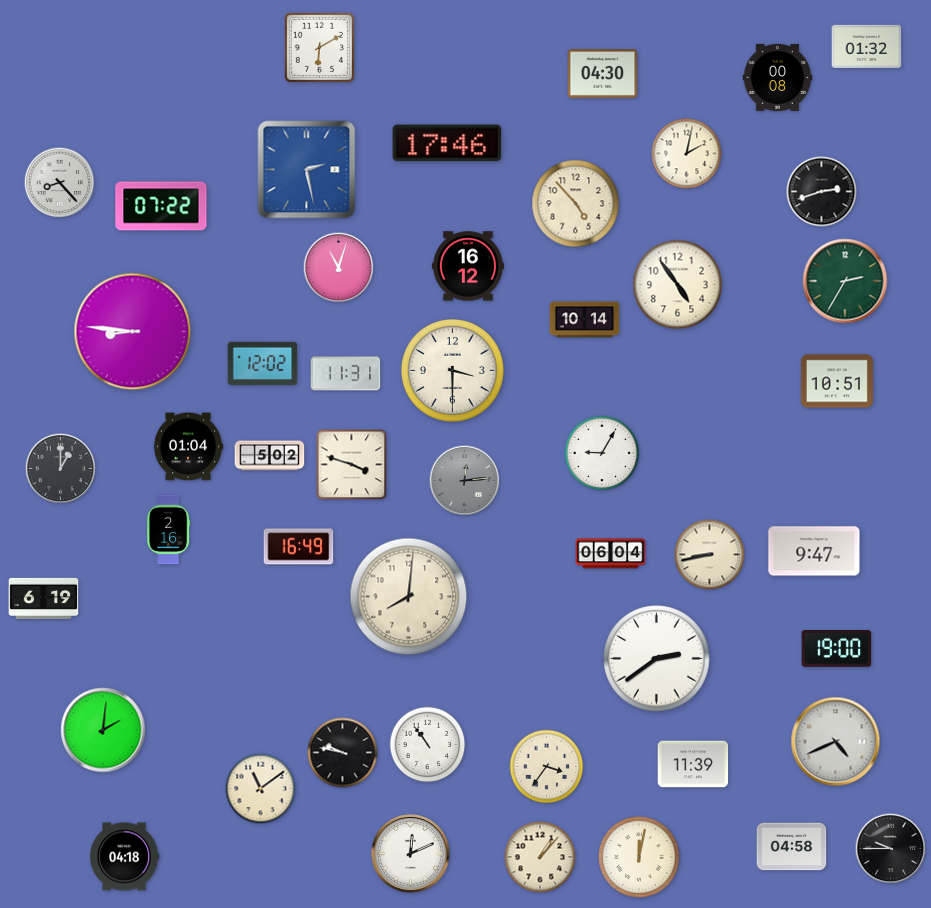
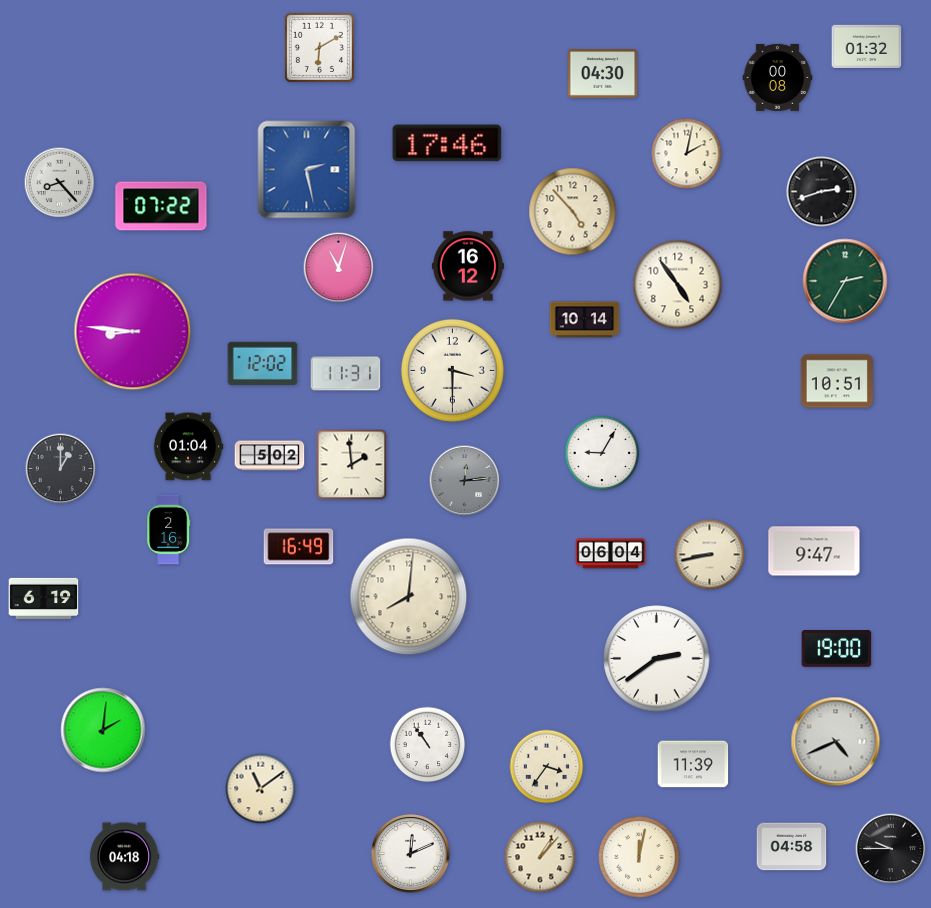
clock at (576, 204) position: (576, 204) -> (573, 212)
clock at (352, 465): 3:48 -> 1:59
clock at (343, 753): 9:47 -> none
